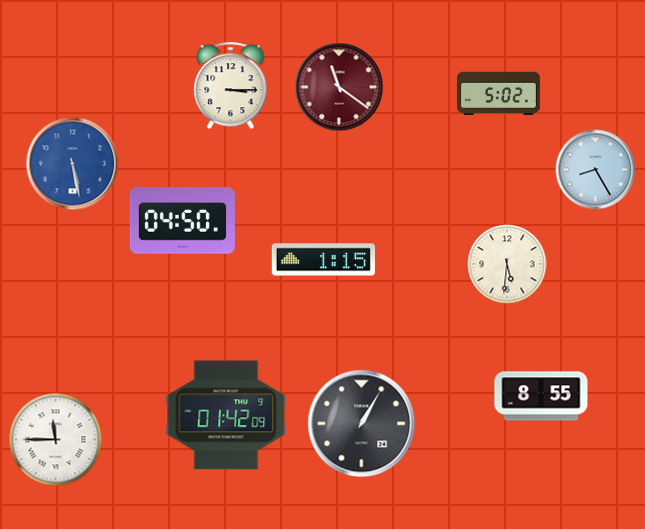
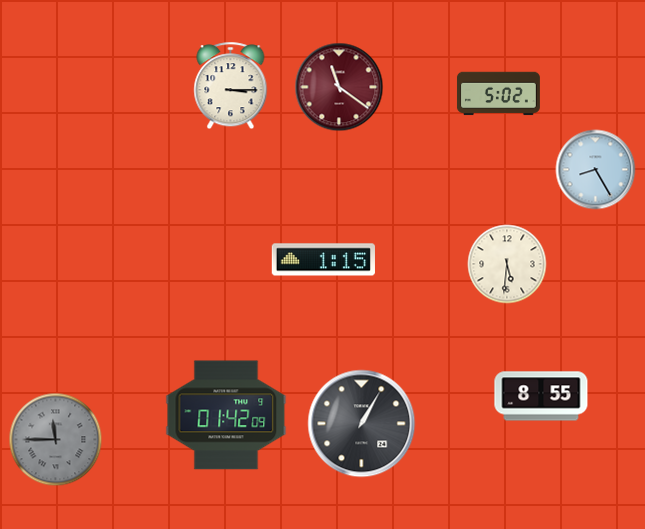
clock at (73, 164): 5:28 -> none
clock at (182, 221): 04:50 -> none
clock at (56, 440) dial: white -> grey
